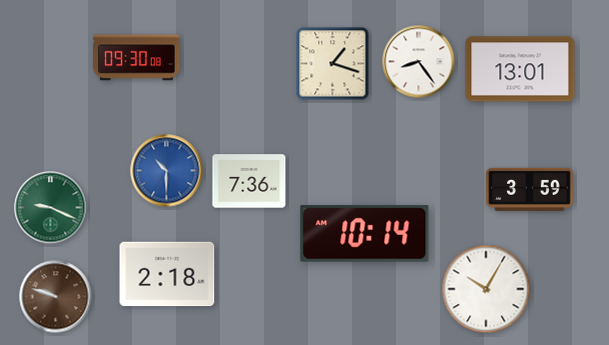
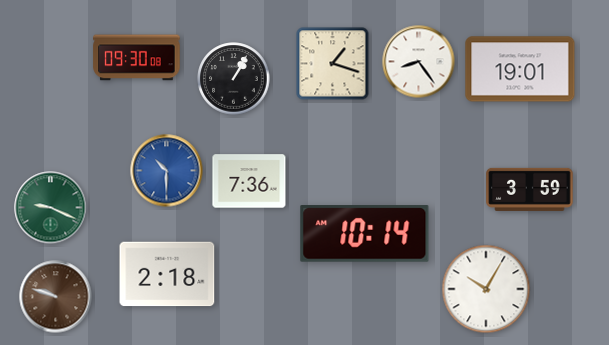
clock at (520, 69): 13:01 -> 19:01
clock at (234, 79): none -> 1:05
